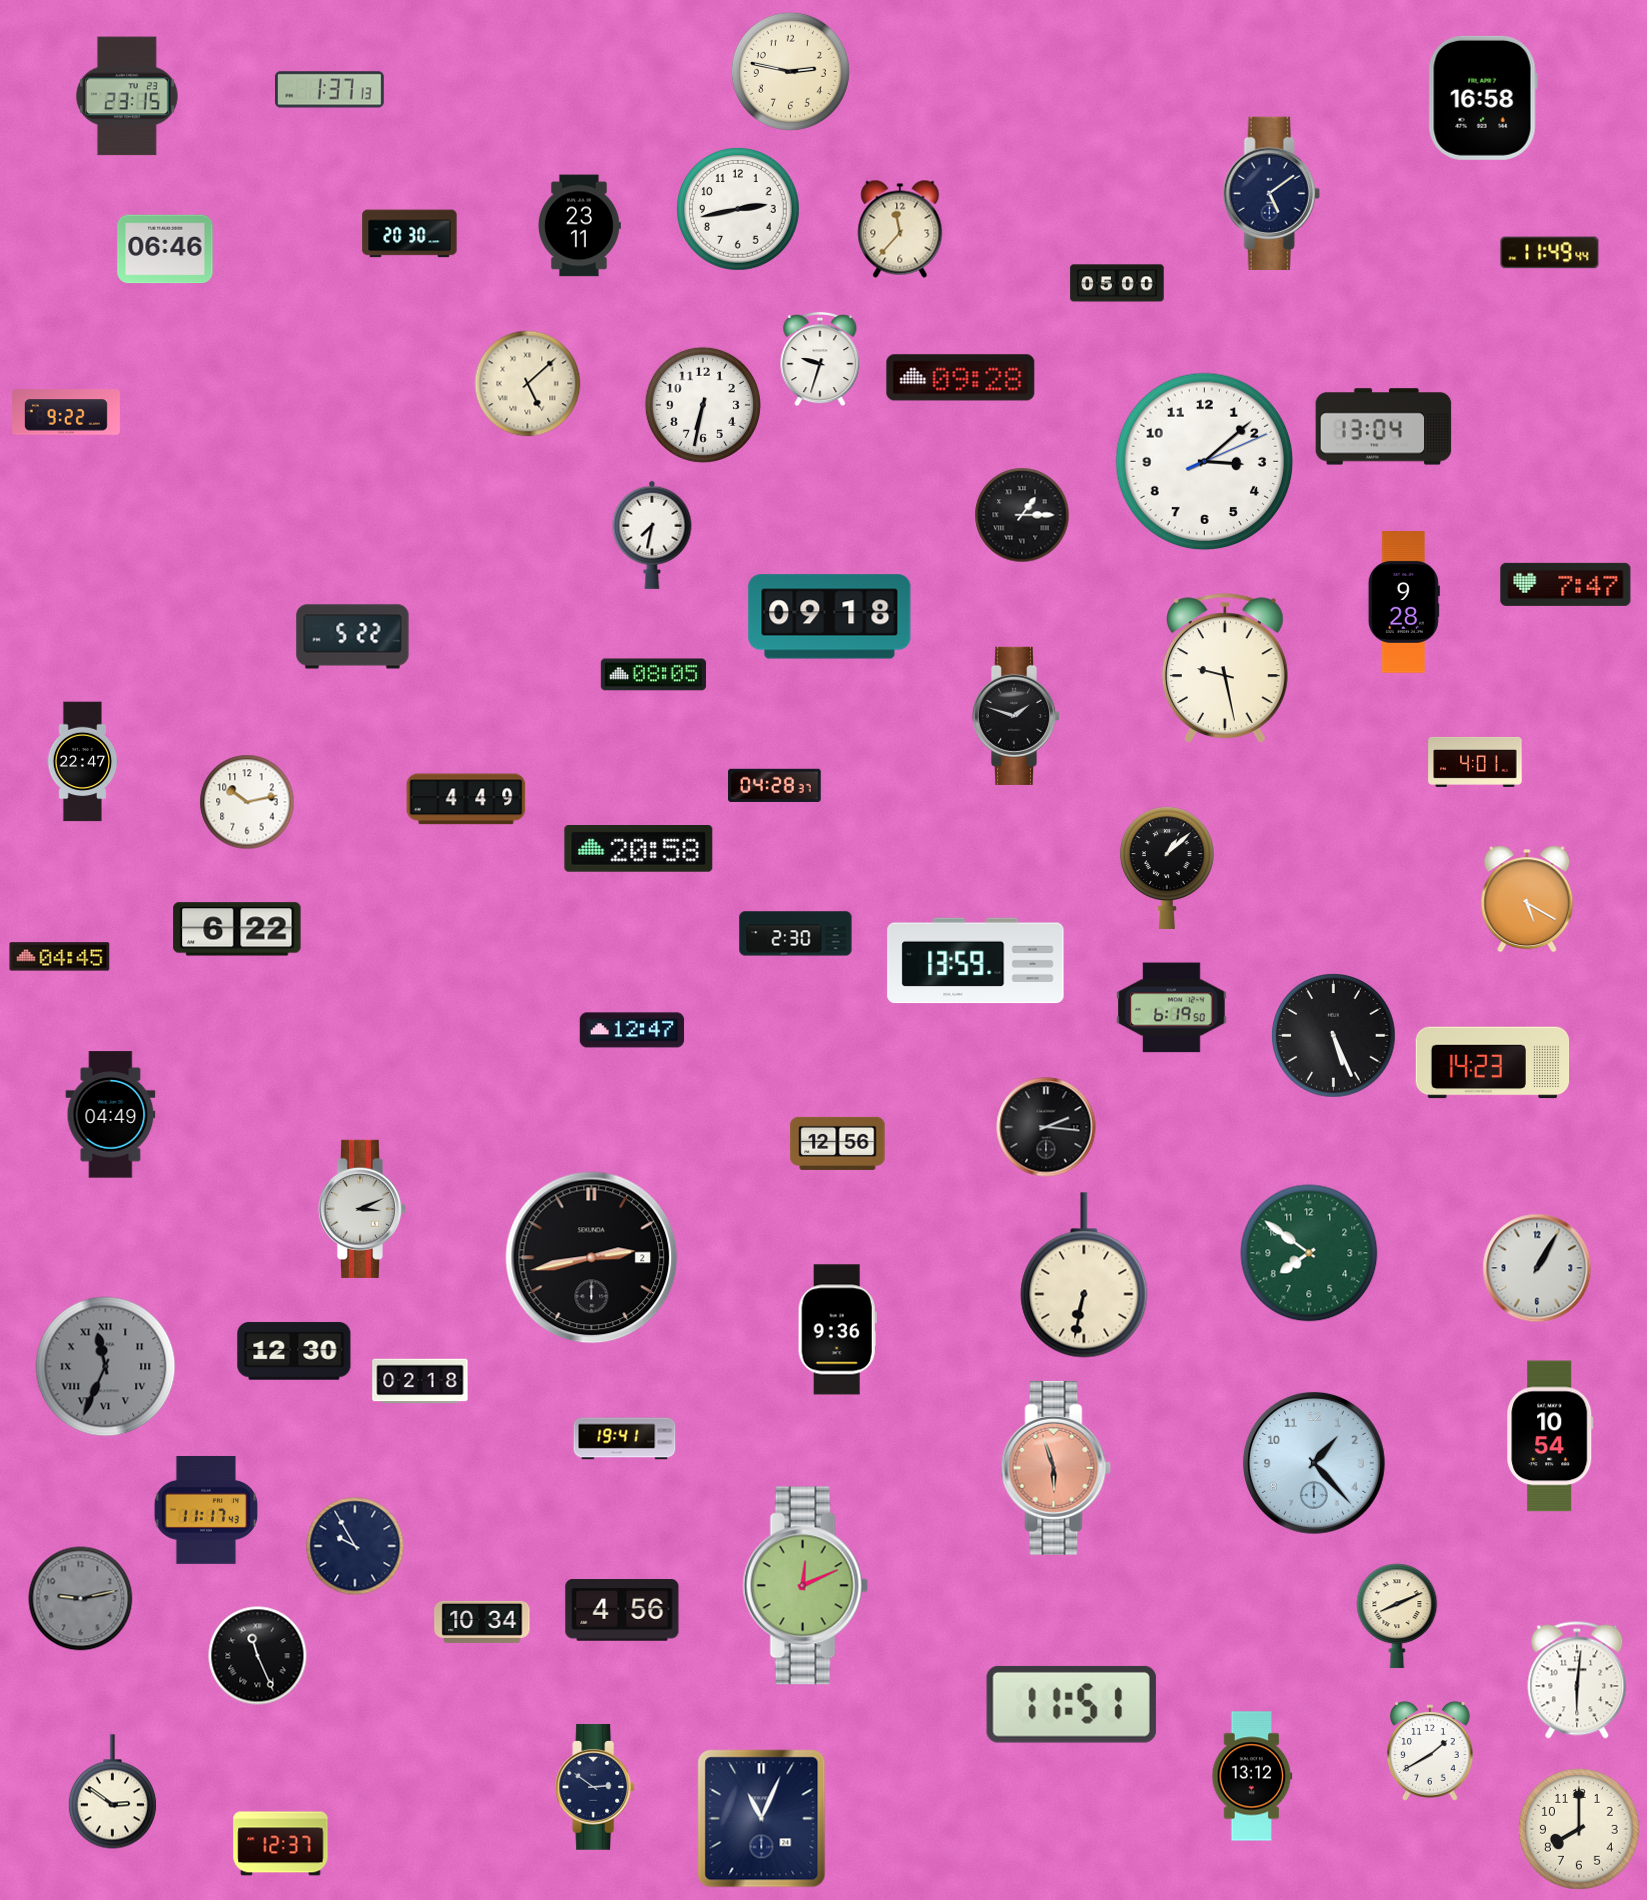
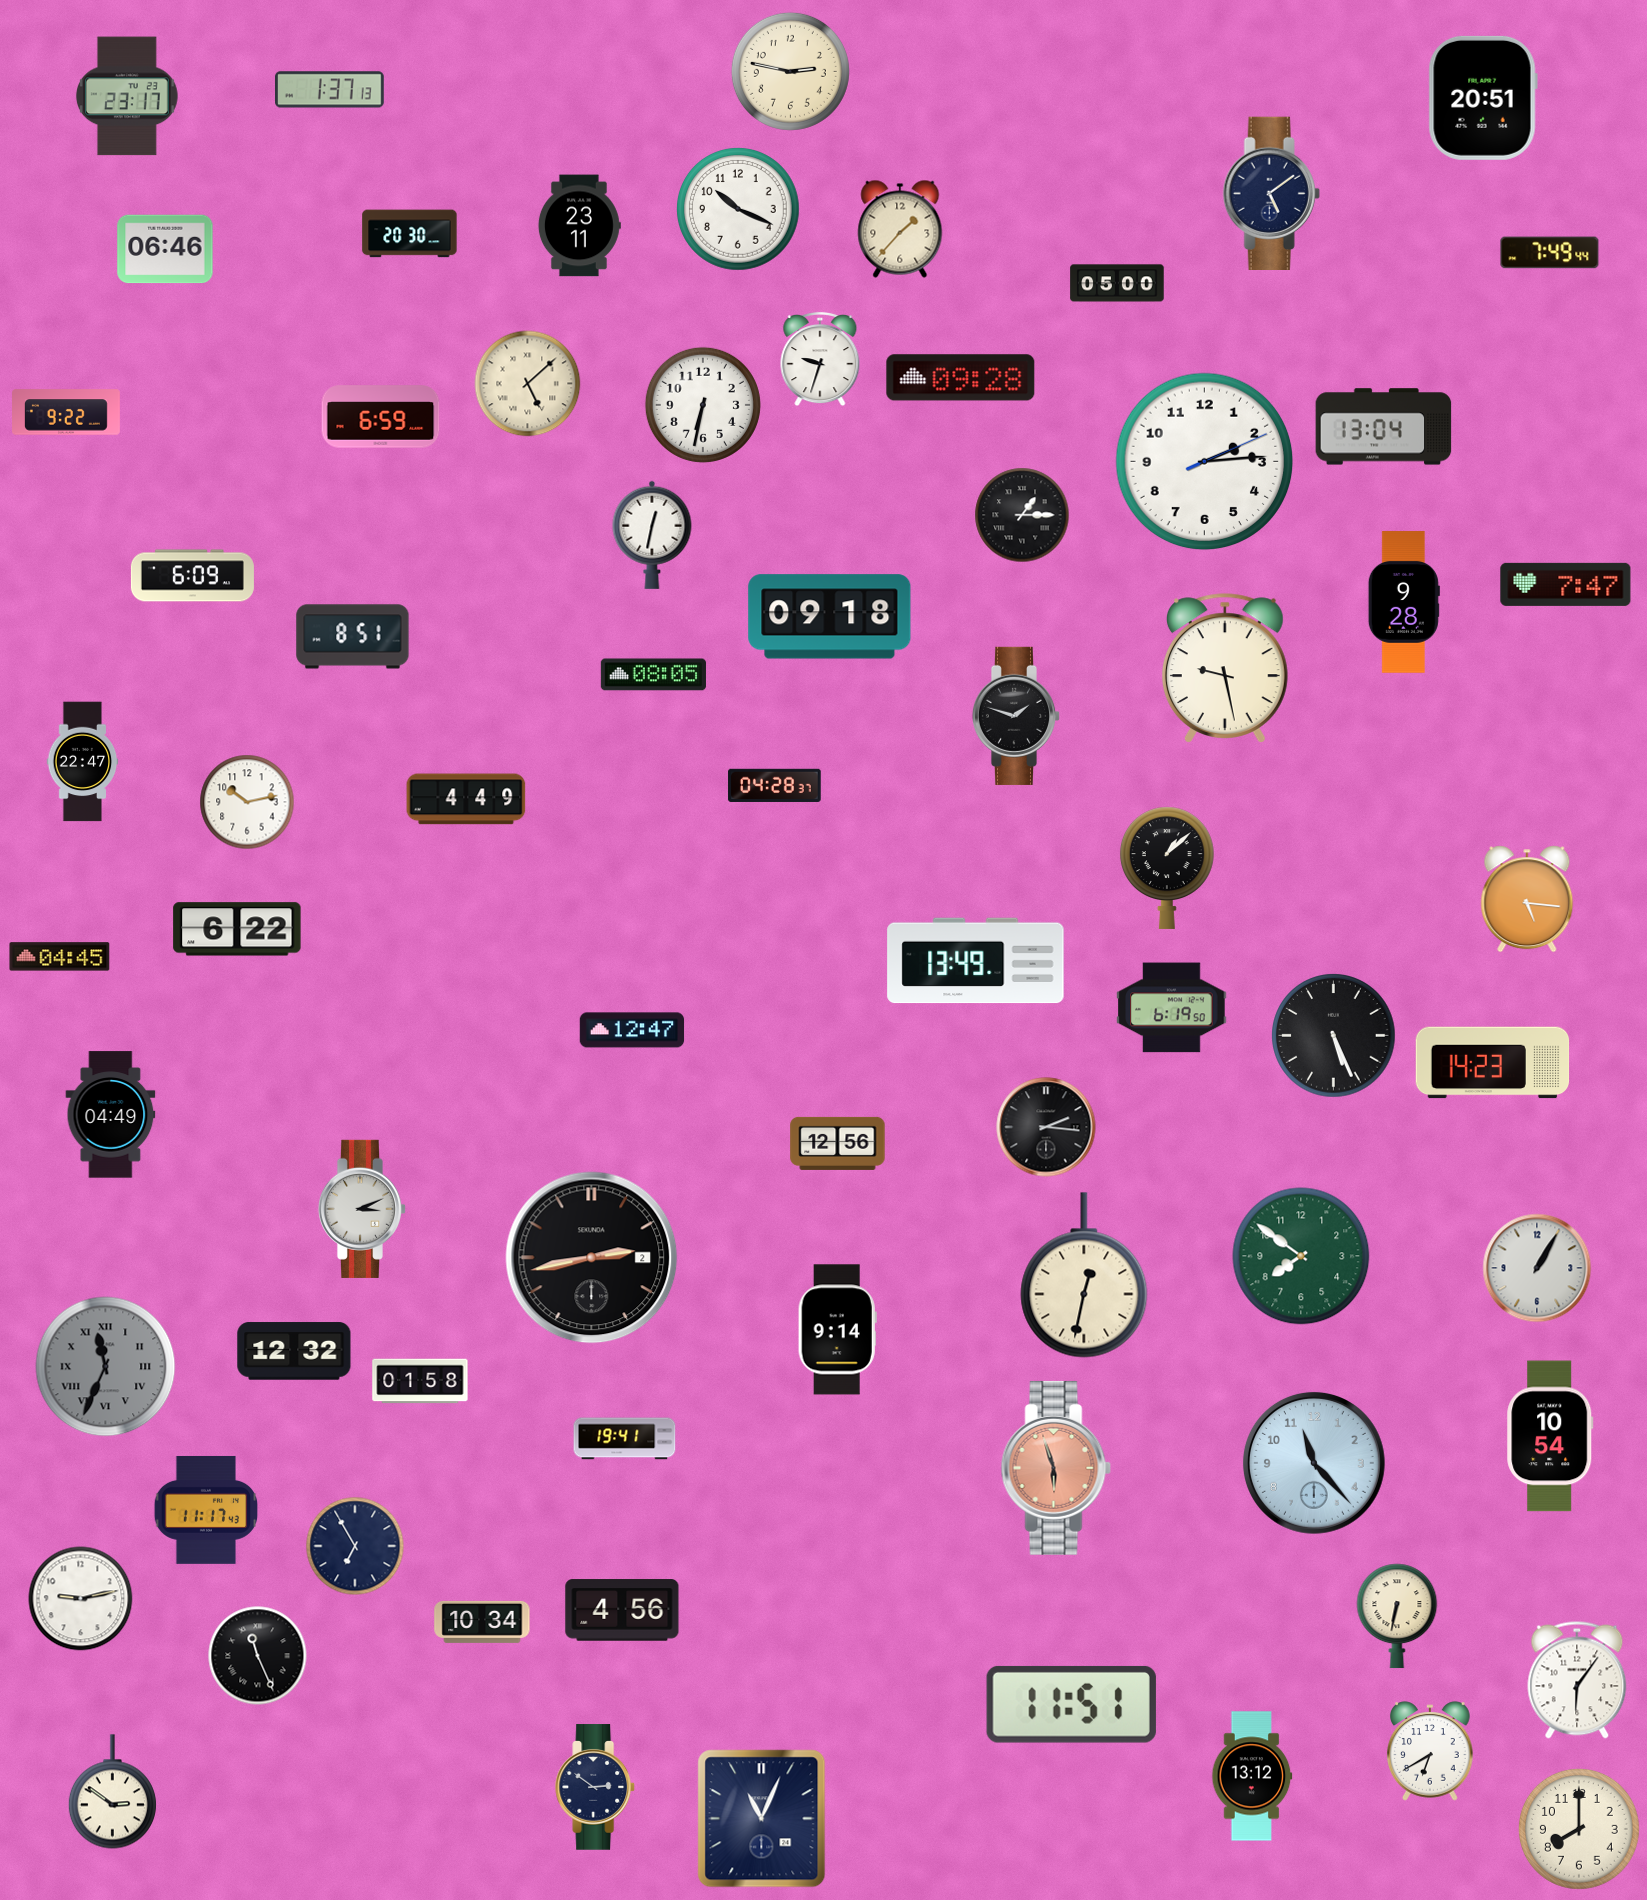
clock at (127, 96): 23:15 -> 23:17
clock at (1483, 98): 16:58 -> 20:51
clock at (739, 210): 2:43 -> 10:19
clock at (900, 229): 11:37 -> 1:37
clock at (1550, 253): 11:49 -> 7:49
clock at (381, 417): none -> 6:59
clock at (1205, 462): 3:08 -> 2:14
clock at (652, 535): 7:32 -> 12:32
clock at (192, 576): none -> 6:09
clock at (353, 637): 5:22 -> 8:51
clock at (1475, 762): 4:01 -> none
clock at (639, 849): 20:58 -> none
clock at (1527, 899): 5:20 -> 5:16
clock at (796, 934): 2:30 -> none
clock at (976, 961): 13:59 -> 13:49
clock at (1309, 1253) position: (1309, 1253) -> (1301, 1256)
clock at (1084, 1275): 6:32 -> 12:32
clock at (837, 1330): 9:36 -> 9:14
clock at (294, 1351): 12:30 -> 12:32
clock at (420, 1381): 02:18 -> 01:58
clock at (1314, 1463): 1:23 -> 11:23
clock at (355, 1546): 9:55 -> 6:55
clock at (805, 1586): 12:11 -> none
clock at (81, 1599) dial: grey -> white
clock at (1397, 1616): 8:11 -> 6:32
clock at (1577, 1680): 6:01 -> 6:06
clock at (1430, 1751): 1:40 -> 6:40
clock at (281, 1844): 12:37 -> none
